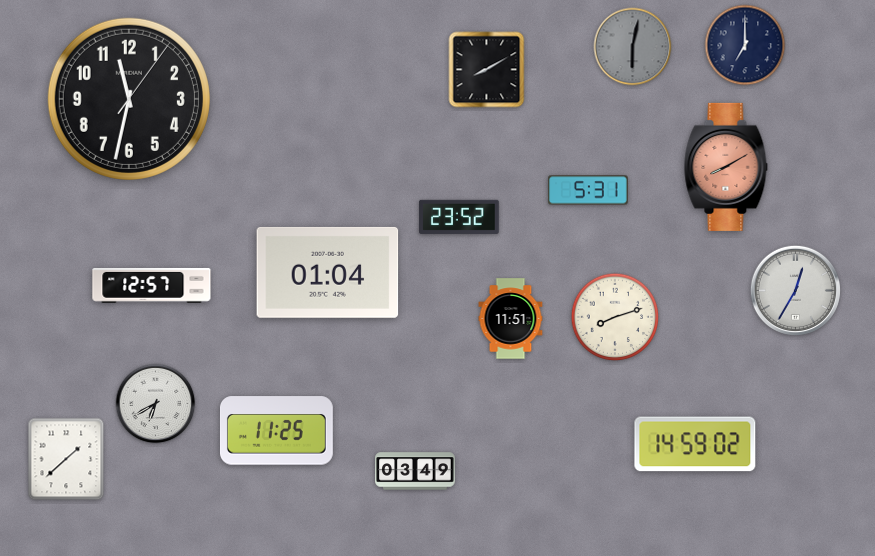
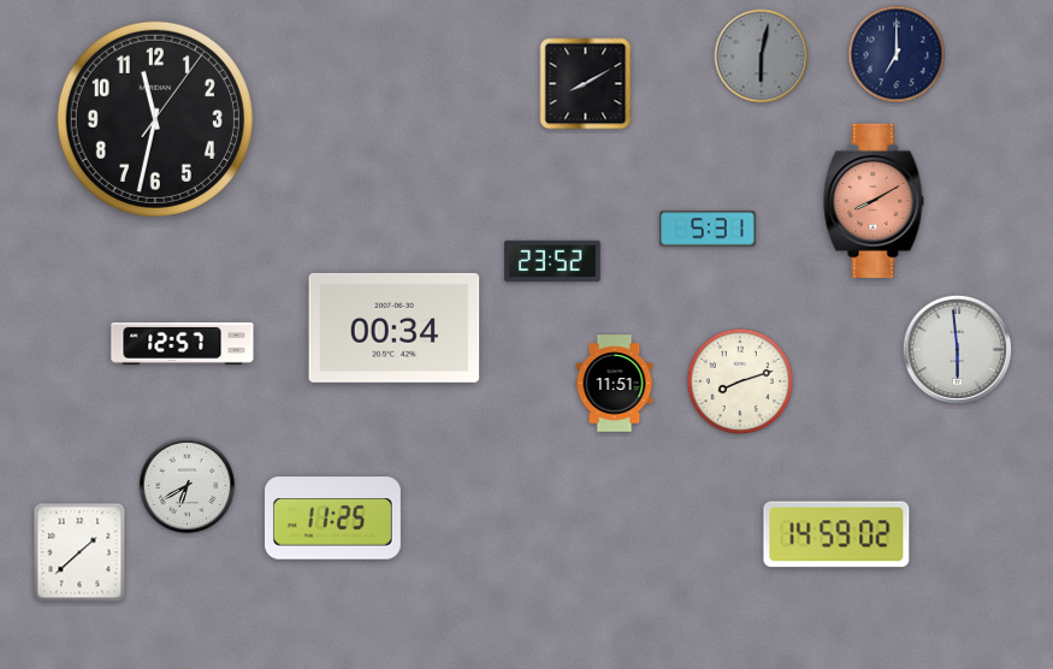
clock at (328, 272): 01:04 -> 00:34
clock at (795, 290): 12:35 -> 5:59
clock at (415, 471): 03:49 -> none
